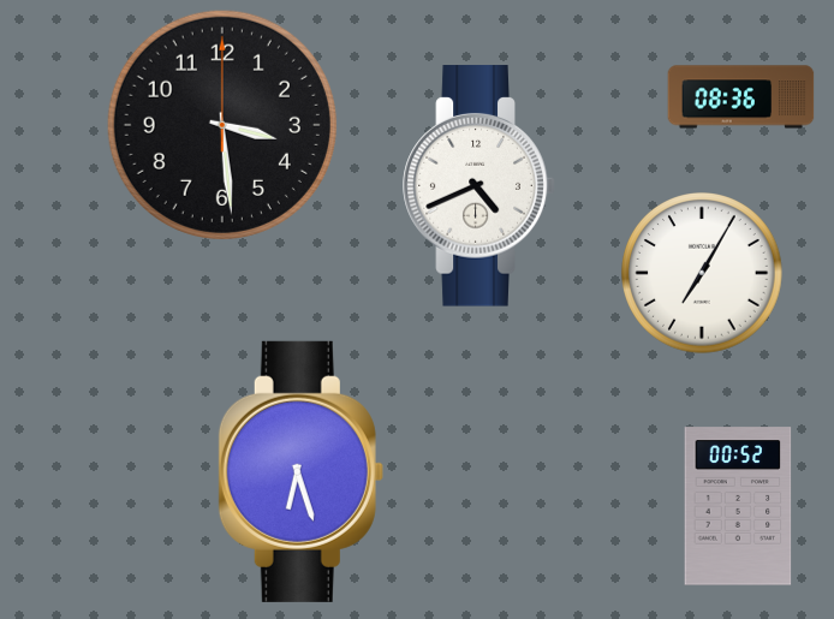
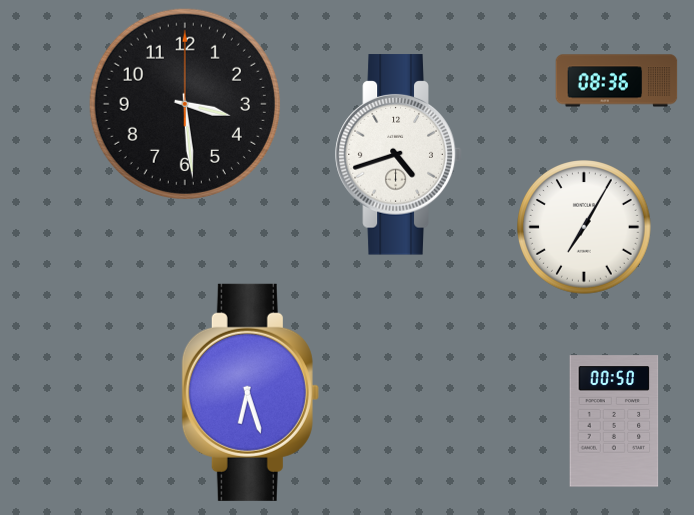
clock at (479, 186): 4:41 -> 4:42
clock at (738, 506): 00:52 -> 00:50
